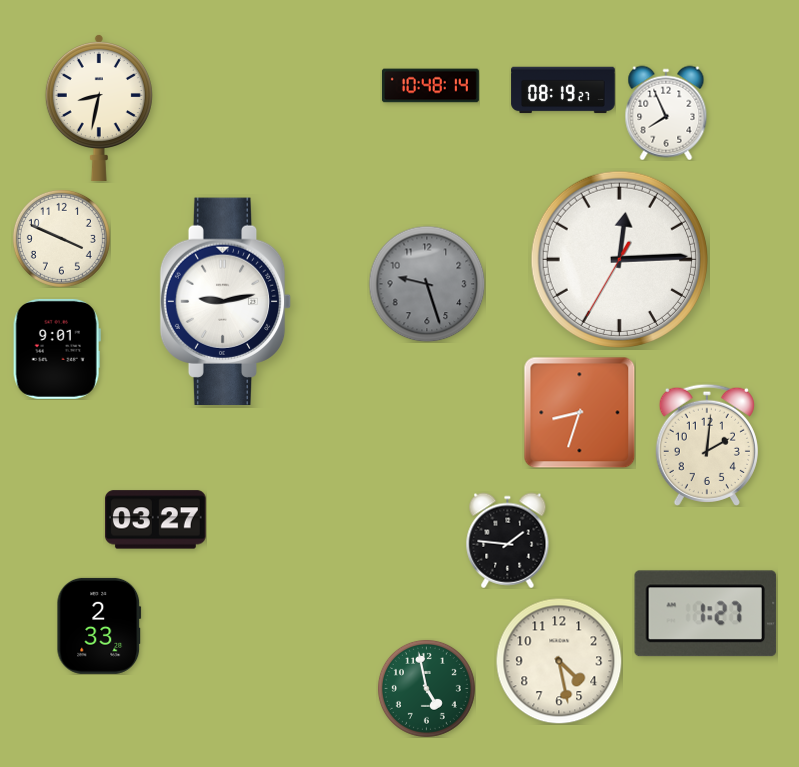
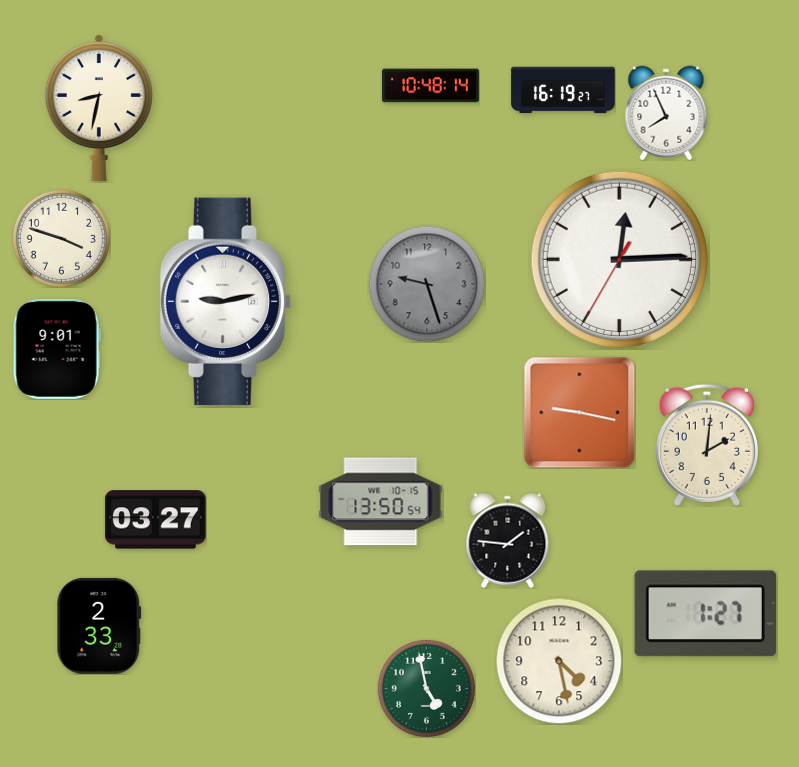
clock at (563, 90): 08:19 -> 16:19
clock at (61, 238): 3:49 -> 3:48
clock at (579, 412): 8:33 -> 9:17
clock at (381, 502): none -> 13:50
